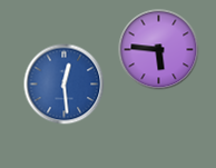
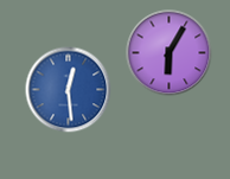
clock at (159, 50): 5:46 -> 6:05
